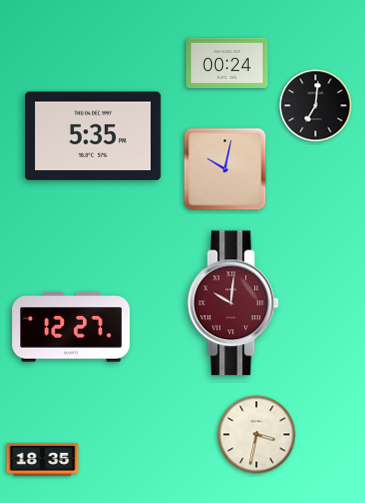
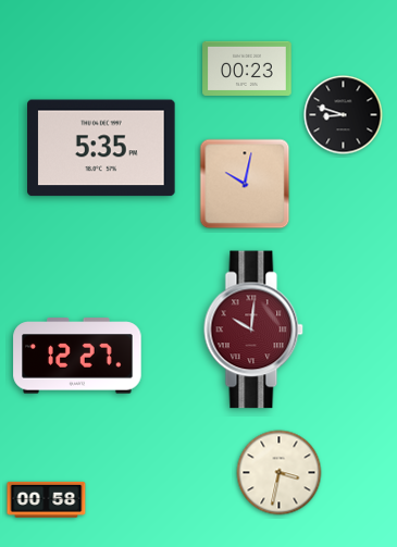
clock at (227, 63): 00:24 -> 00:23
clock at (316, 106): 7:01 -> 8:48
clock at (43, 459): 18:35 -> 00:58
